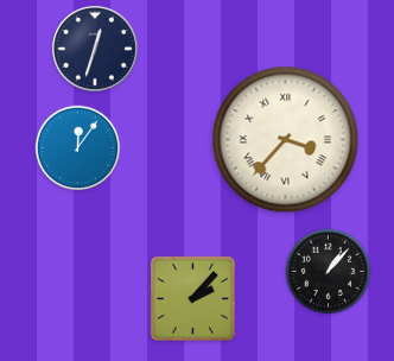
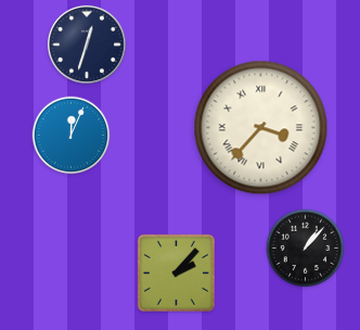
clock at (78, 148): 12:06 -> 12:04
clock at (329, 272) position: (329, 272) -> (306, 249)
